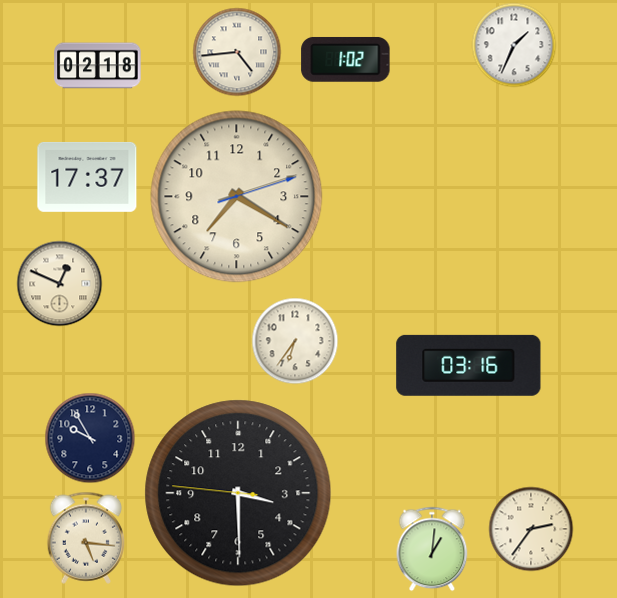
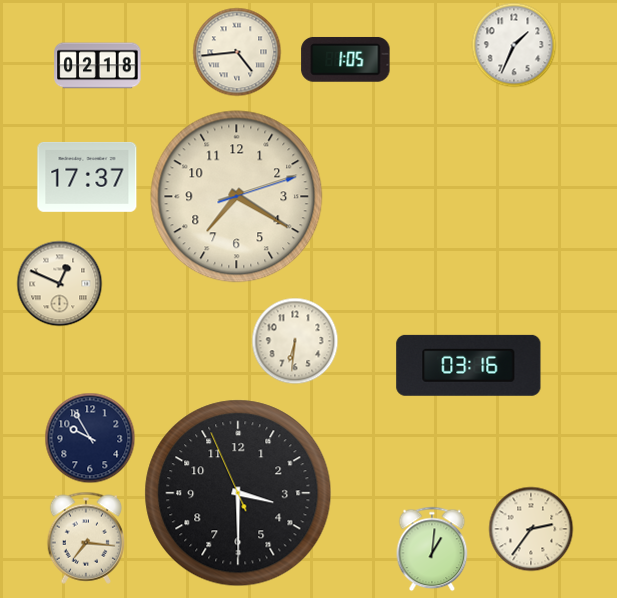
clock at (346, 59): 1:02 -> 1:05
clock at (295, 341): 6:36 -> 6:31
clock at (238, 493): 3:29:46 -> 3:29:56
clock at (86, 538): 5:16 -> 7:16
